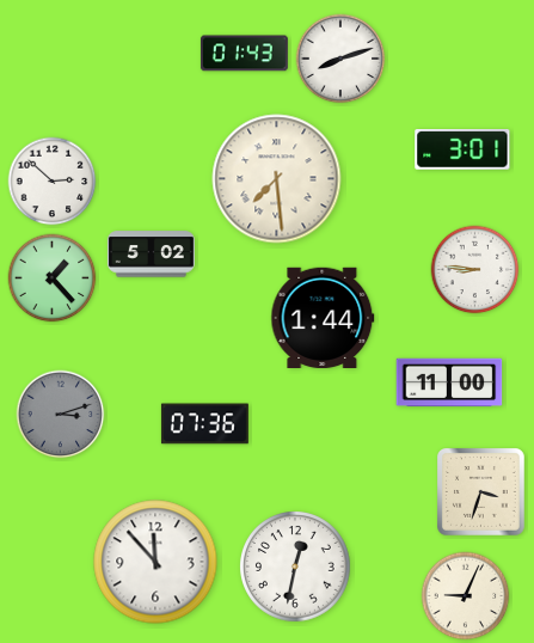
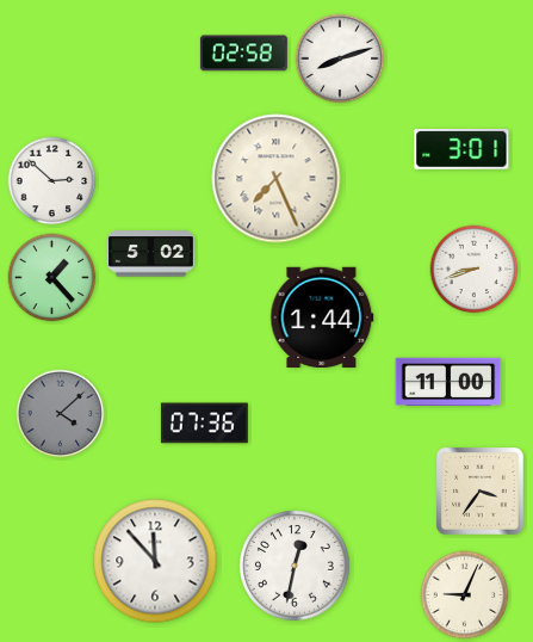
clock at (244, 54): 01:43 -> 02:58
clock at (277, 179): 7:29 -> 7:26
clock at (475, 270): 8:46 -> 8:42
clock at (61, 415): 3:12 -> 4:08
clock at (481, 492): 3:33 -> 3:36
